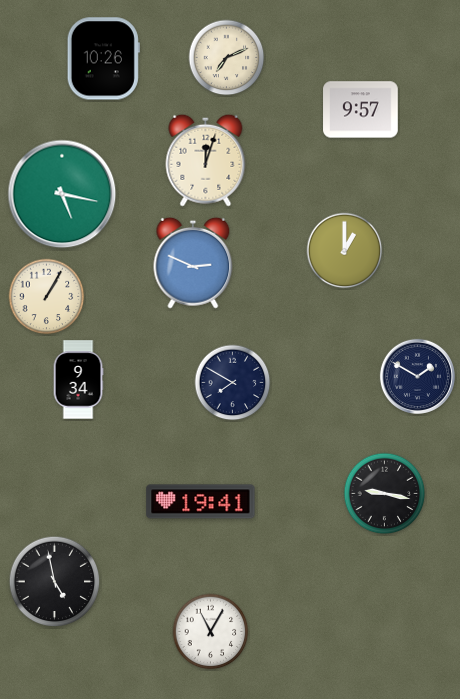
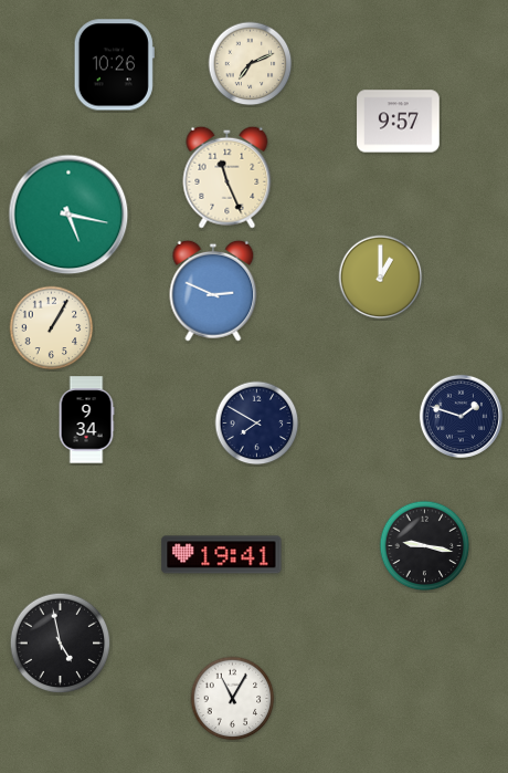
clock at (206, 160): 12:03 -> 11:26
clock at (417, 376): 1:50 -> 1:48
